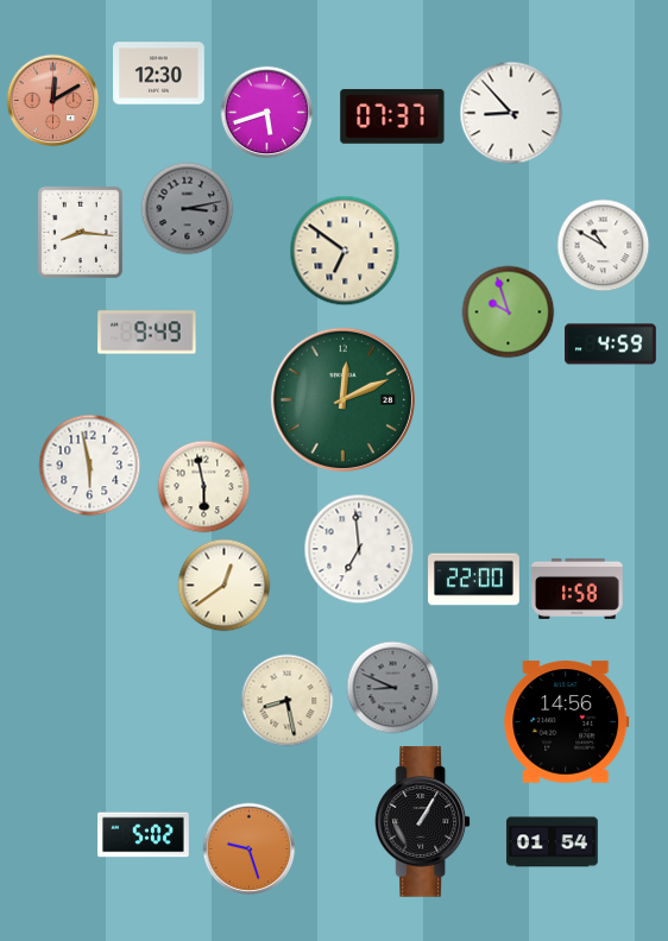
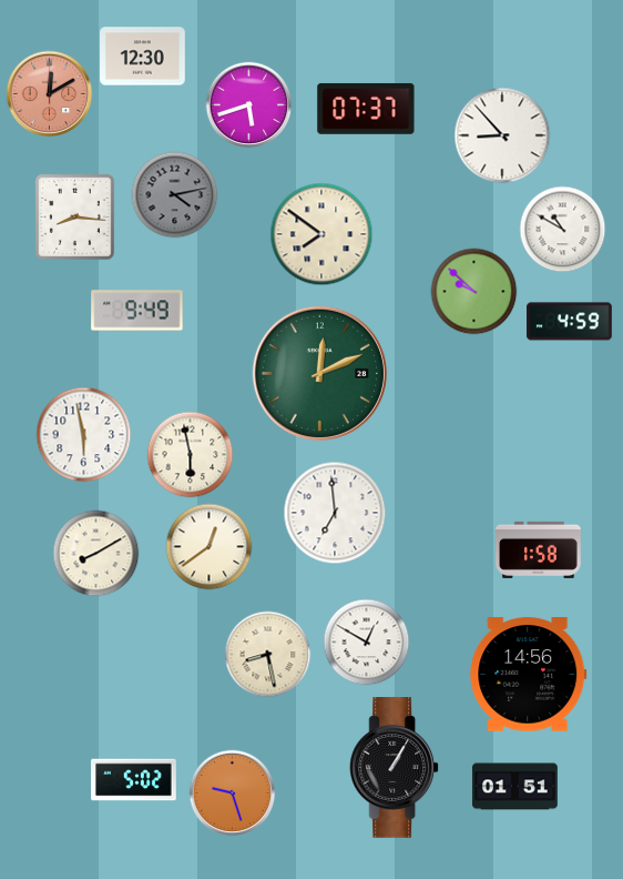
clock at (159, 74) position: (159, 74) -> (143, 57)
clock at (511, 113) position: (511, 113) -> (502, 135)
clock at (187, 208): 3:13 -> 4:13
clock at (345, 251): 6:51 -> 7:51
clock at (508, 311): 9:57 -> 9:52
clock at (474, 580): 22:00 -> none
clock at (95, 553): none -> 8:10
clock at (392, 687): 8:49 -> 12:50
clock at (392, 687) dial: grey -> white
clock at (553, 842): 01:54 -> 01:51
